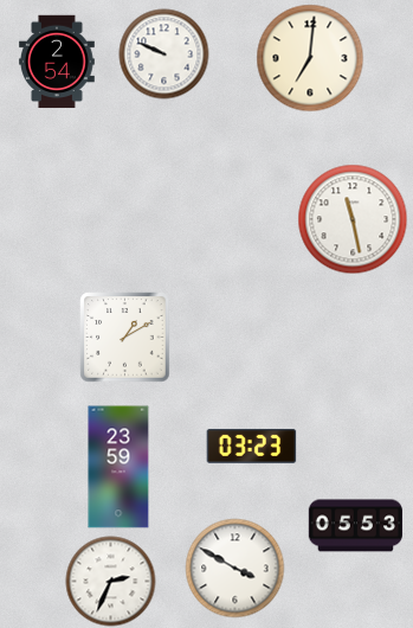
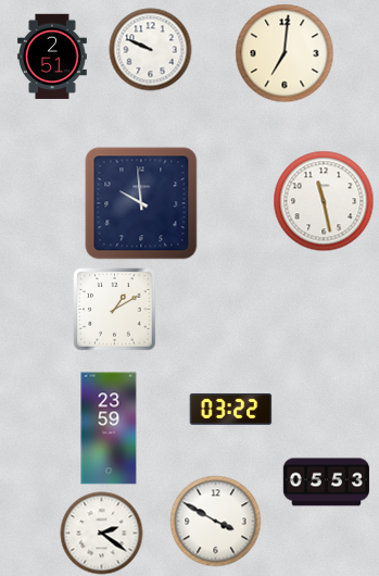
clock at (58, 62): 2:54 -> 2:51
clock at (141, 203): none -> 9:59
clock at (252, 446): 03:23 -> 03:22
clock at (111, 582): 2:34 -> 2:21
